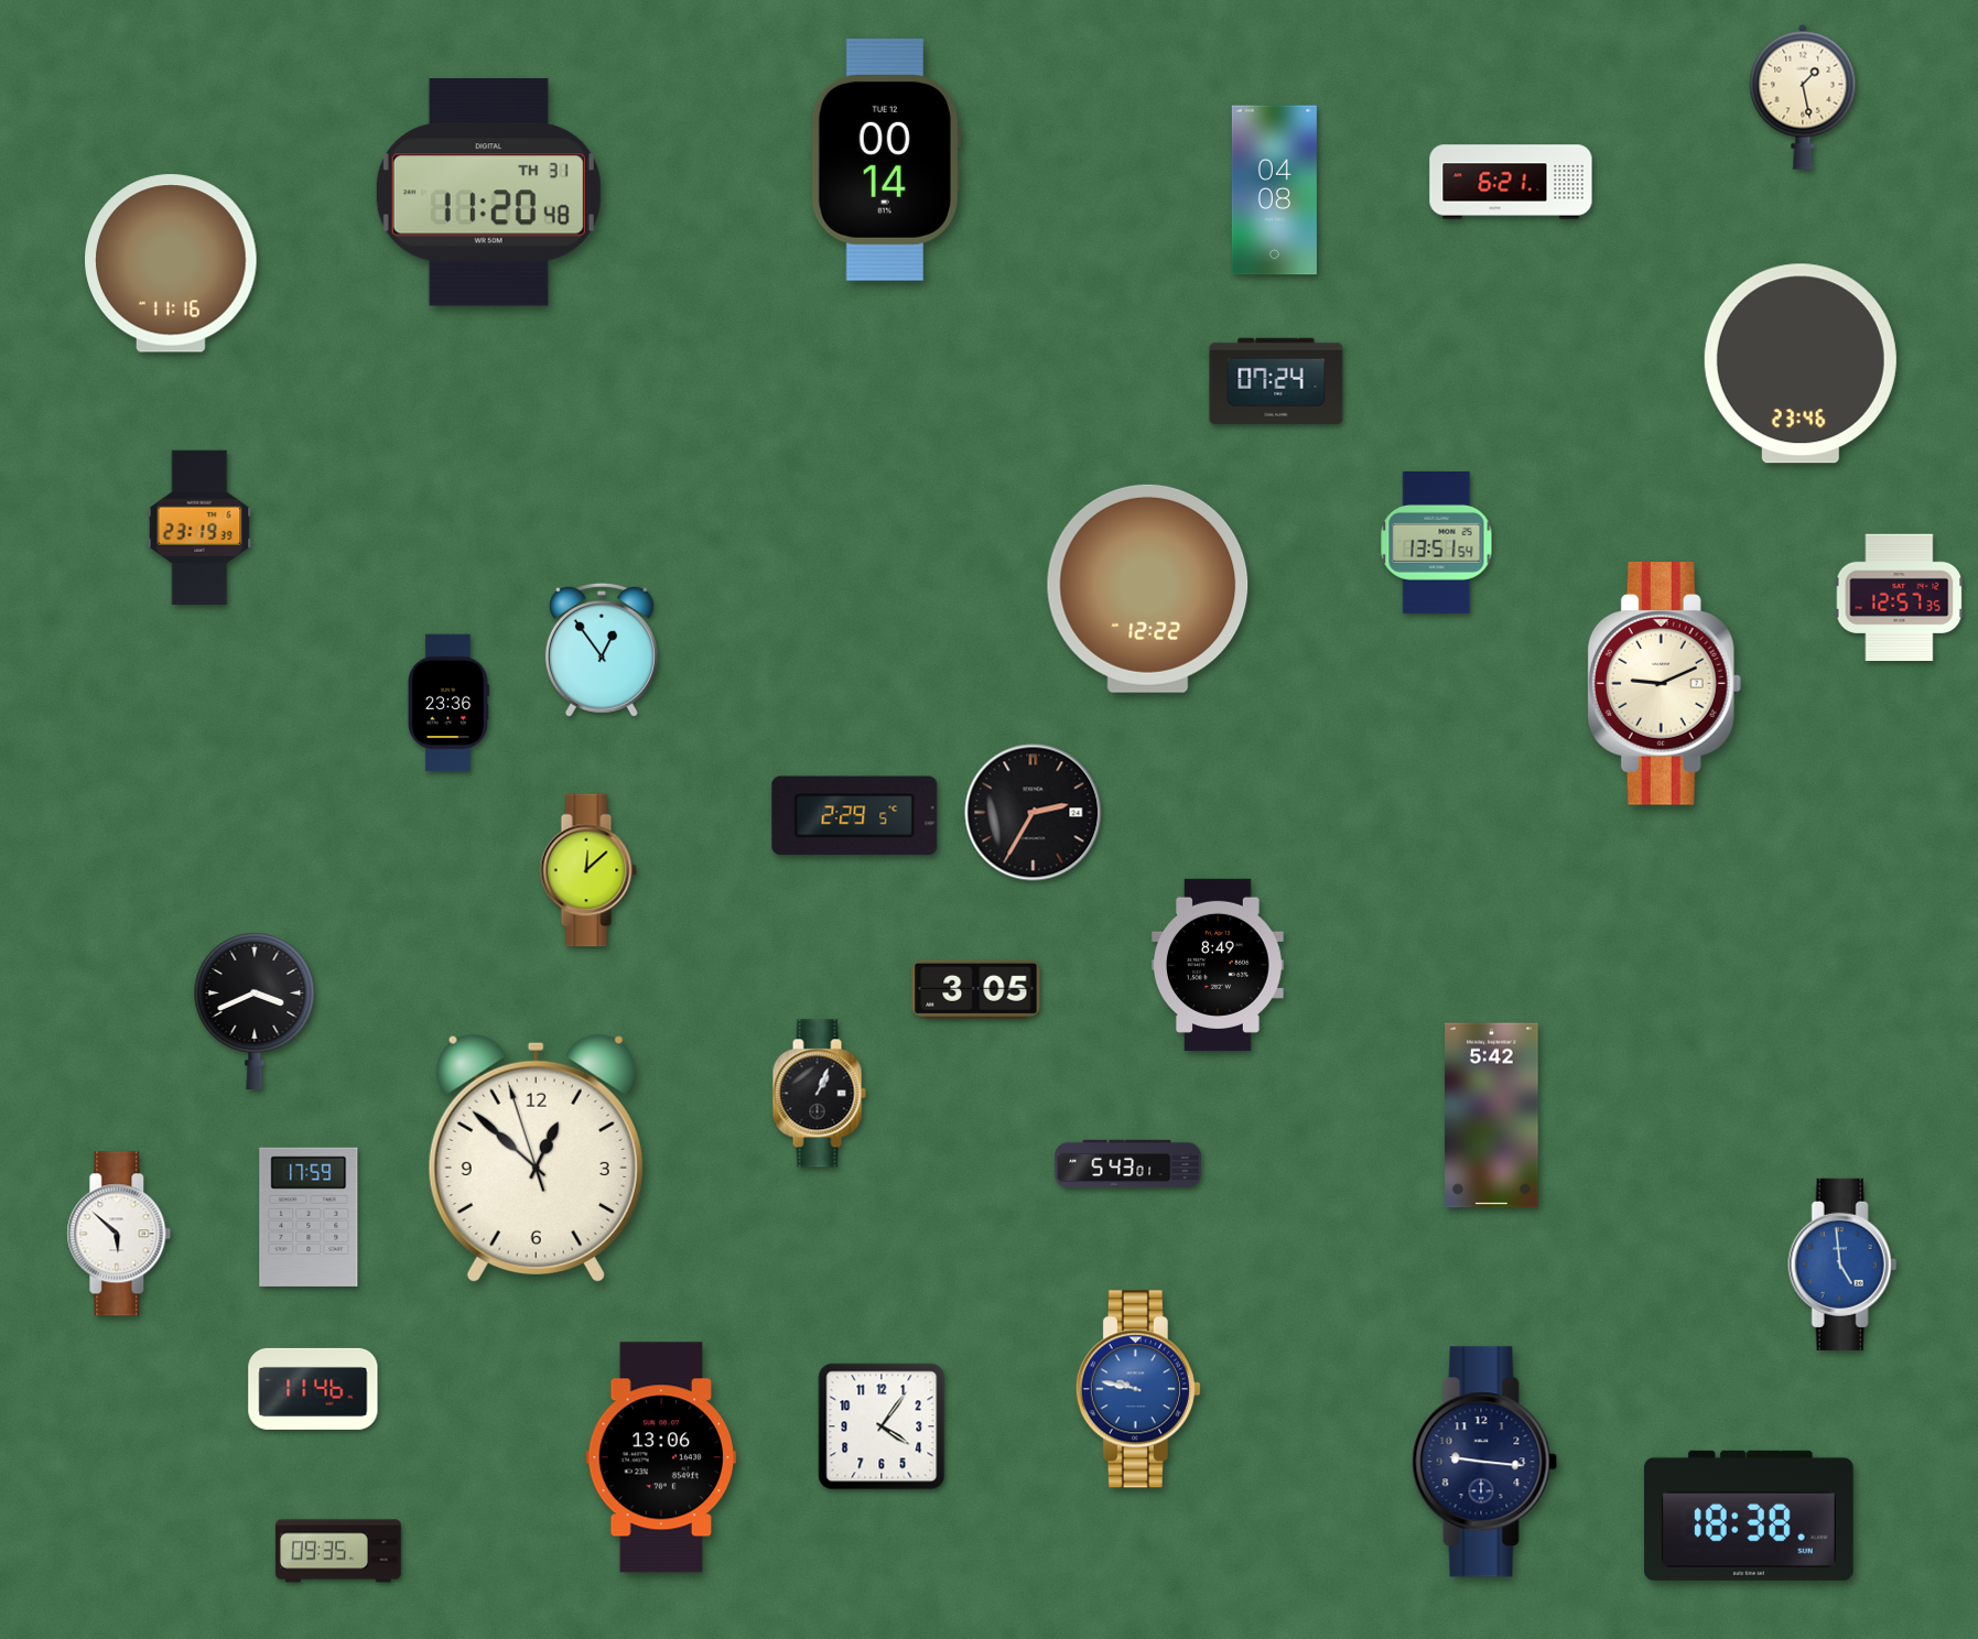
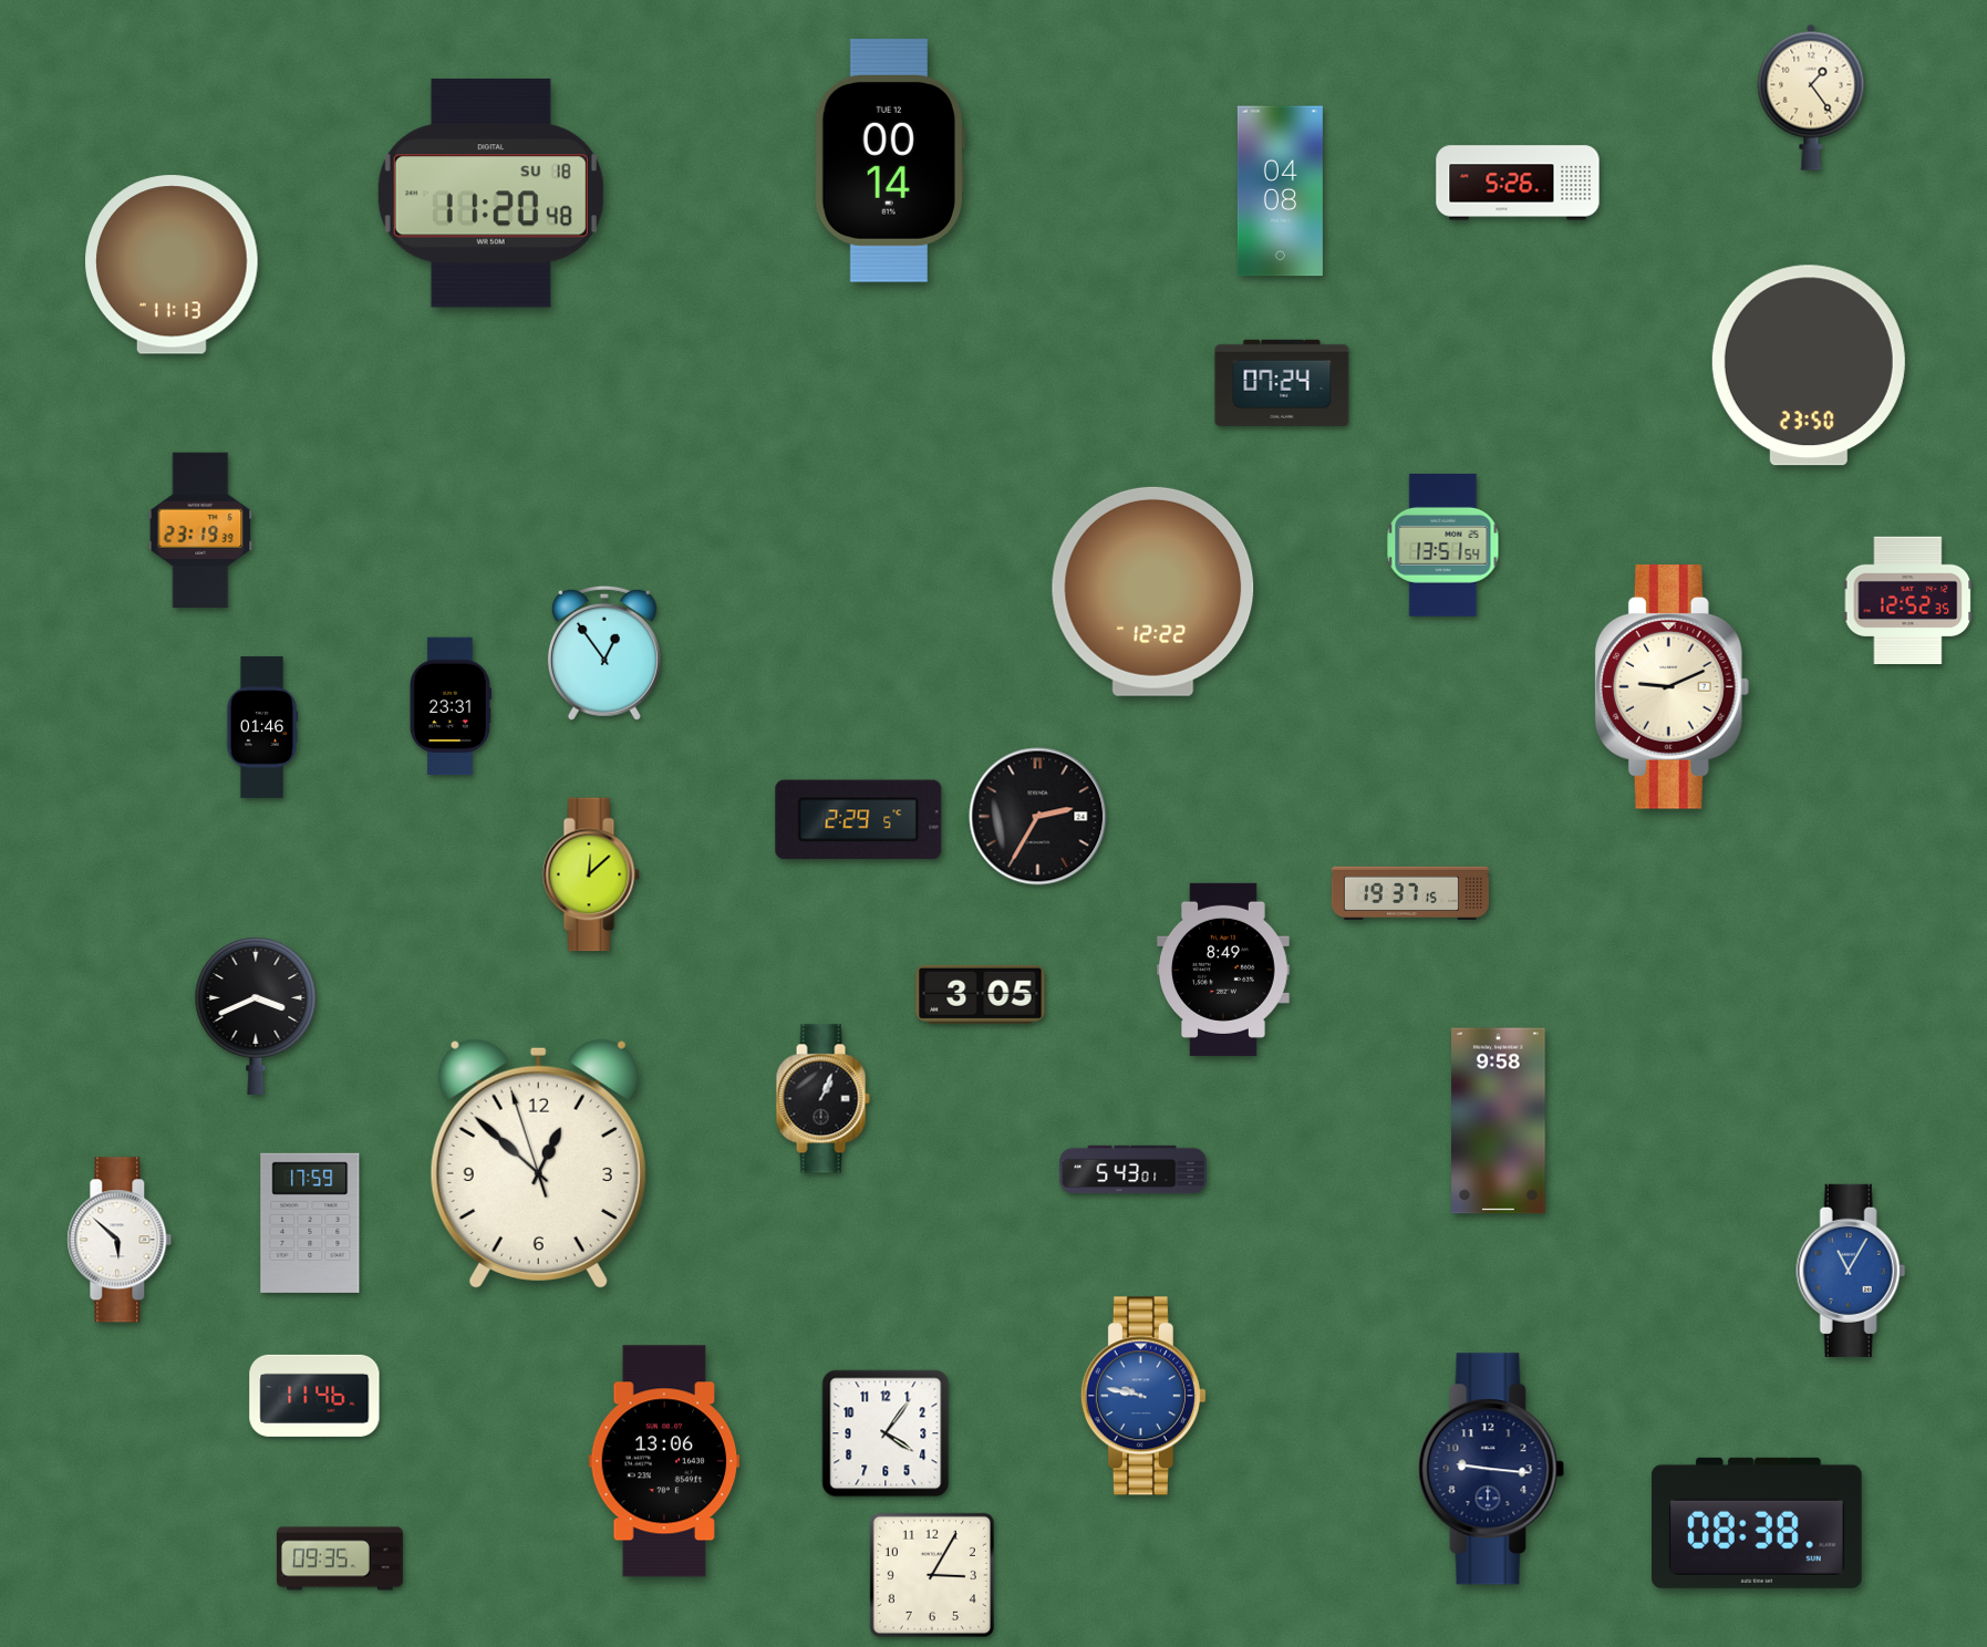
clock at (1803, 97): 1:28 -> 1:24
clock at (1511, 182): 6:21 -> 5:26
clock at (488, 193) date: TH 31 -> SU 18
clock at (172, 263): 11:16 -> 11:13
clock at (1801, 363): 23:46 -> 23:50
clock at (1900, 597): 12:57 -> 12:52
clock at (448, 703): 23:36 -> 23:31
clock at (262, 727): none -> 01:46
clock at (1410, 892): none -> 19:37
clock at (1492, 1116): 5:42 -> 9:58
clock at (1842, 1264): 4:59 -> 11:05
clock at (661, 1457) position: (661, 1457) -> (664, 1461)
clock at (1750, 1516): 18:38 -> 08:38
clock at (932, 1575): none -> 3:05
